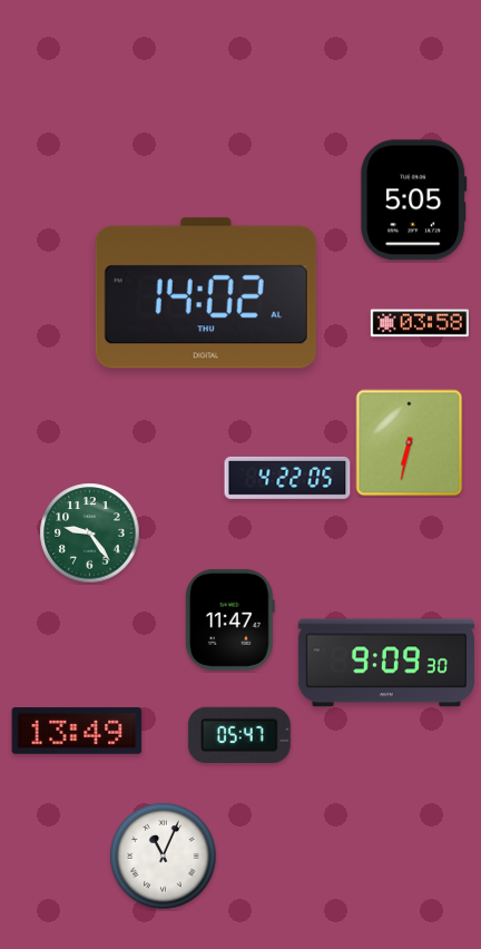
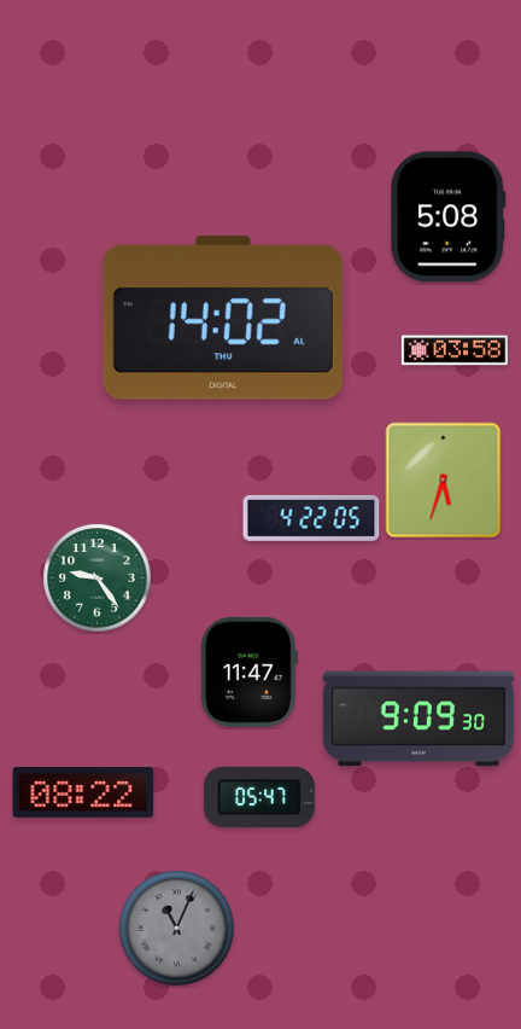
clock at (414, 200): 5:05 -> 5:08
clock at (410, 443): 6:32 -> 5:33
clock at (77, 731): 13:49 -> 08:22
clock at (164, 857) dial: white -> grey
